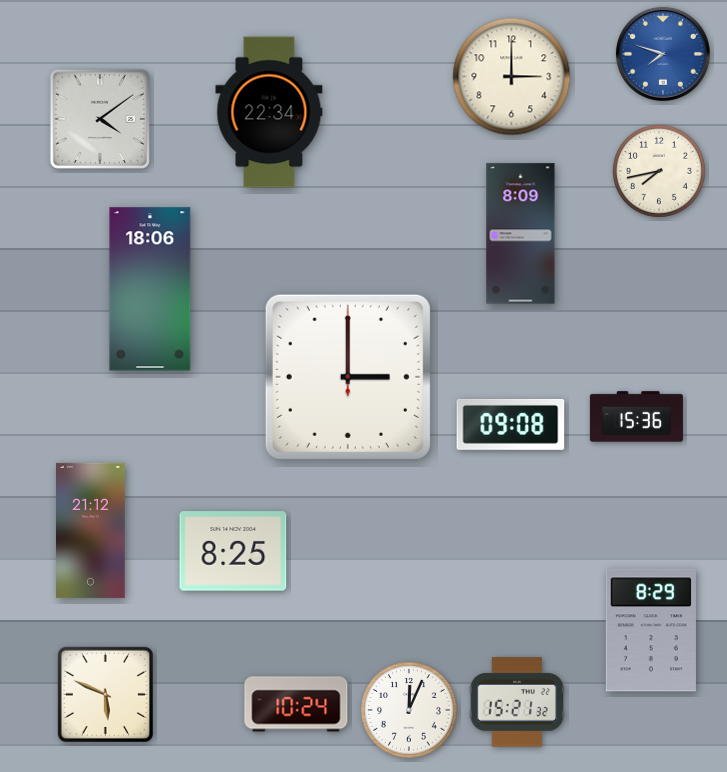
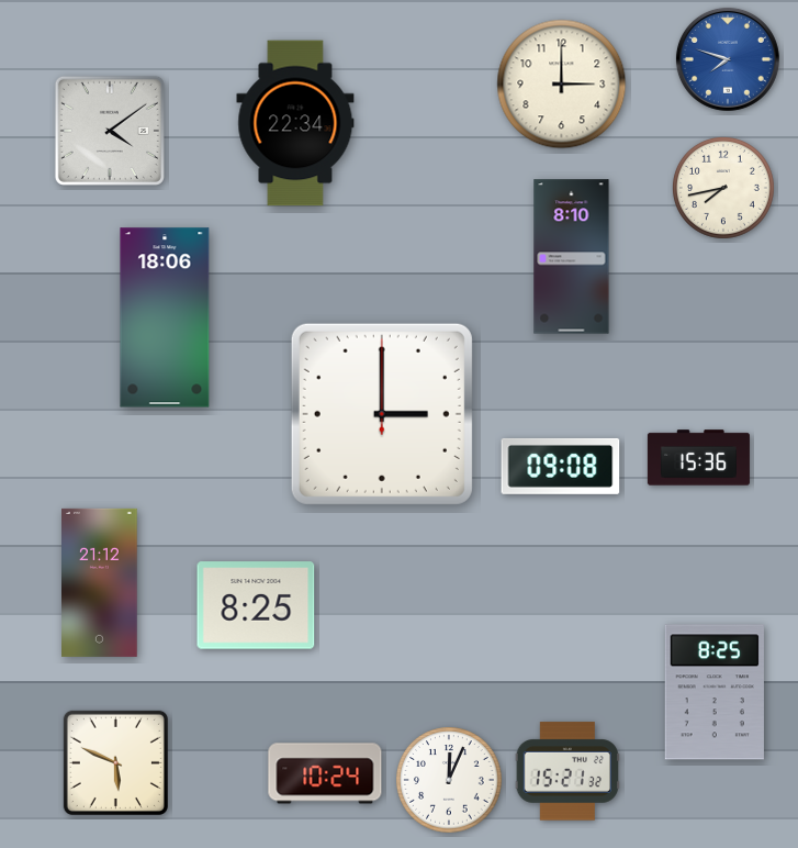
clock at (521, 234): 8:09 -> 8:10
clock at (651, 630): 8:29 -> 8:25
